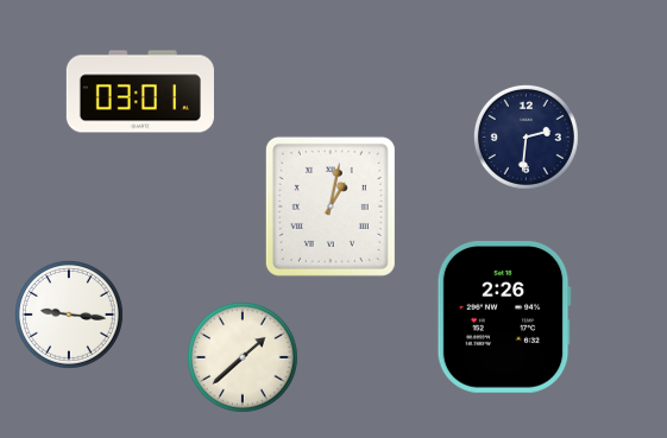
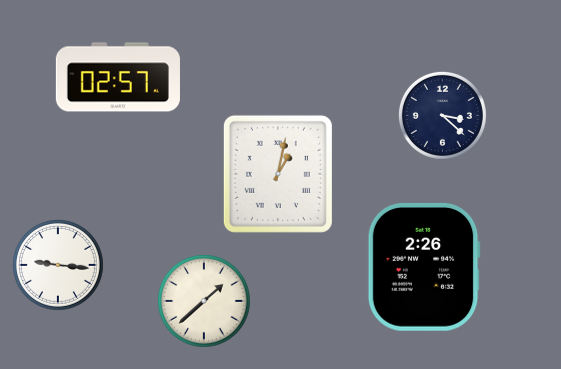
clock at (140, 91): 03:01 -> 02:57
clock at (526, 137): 2:31 -> 3:22
